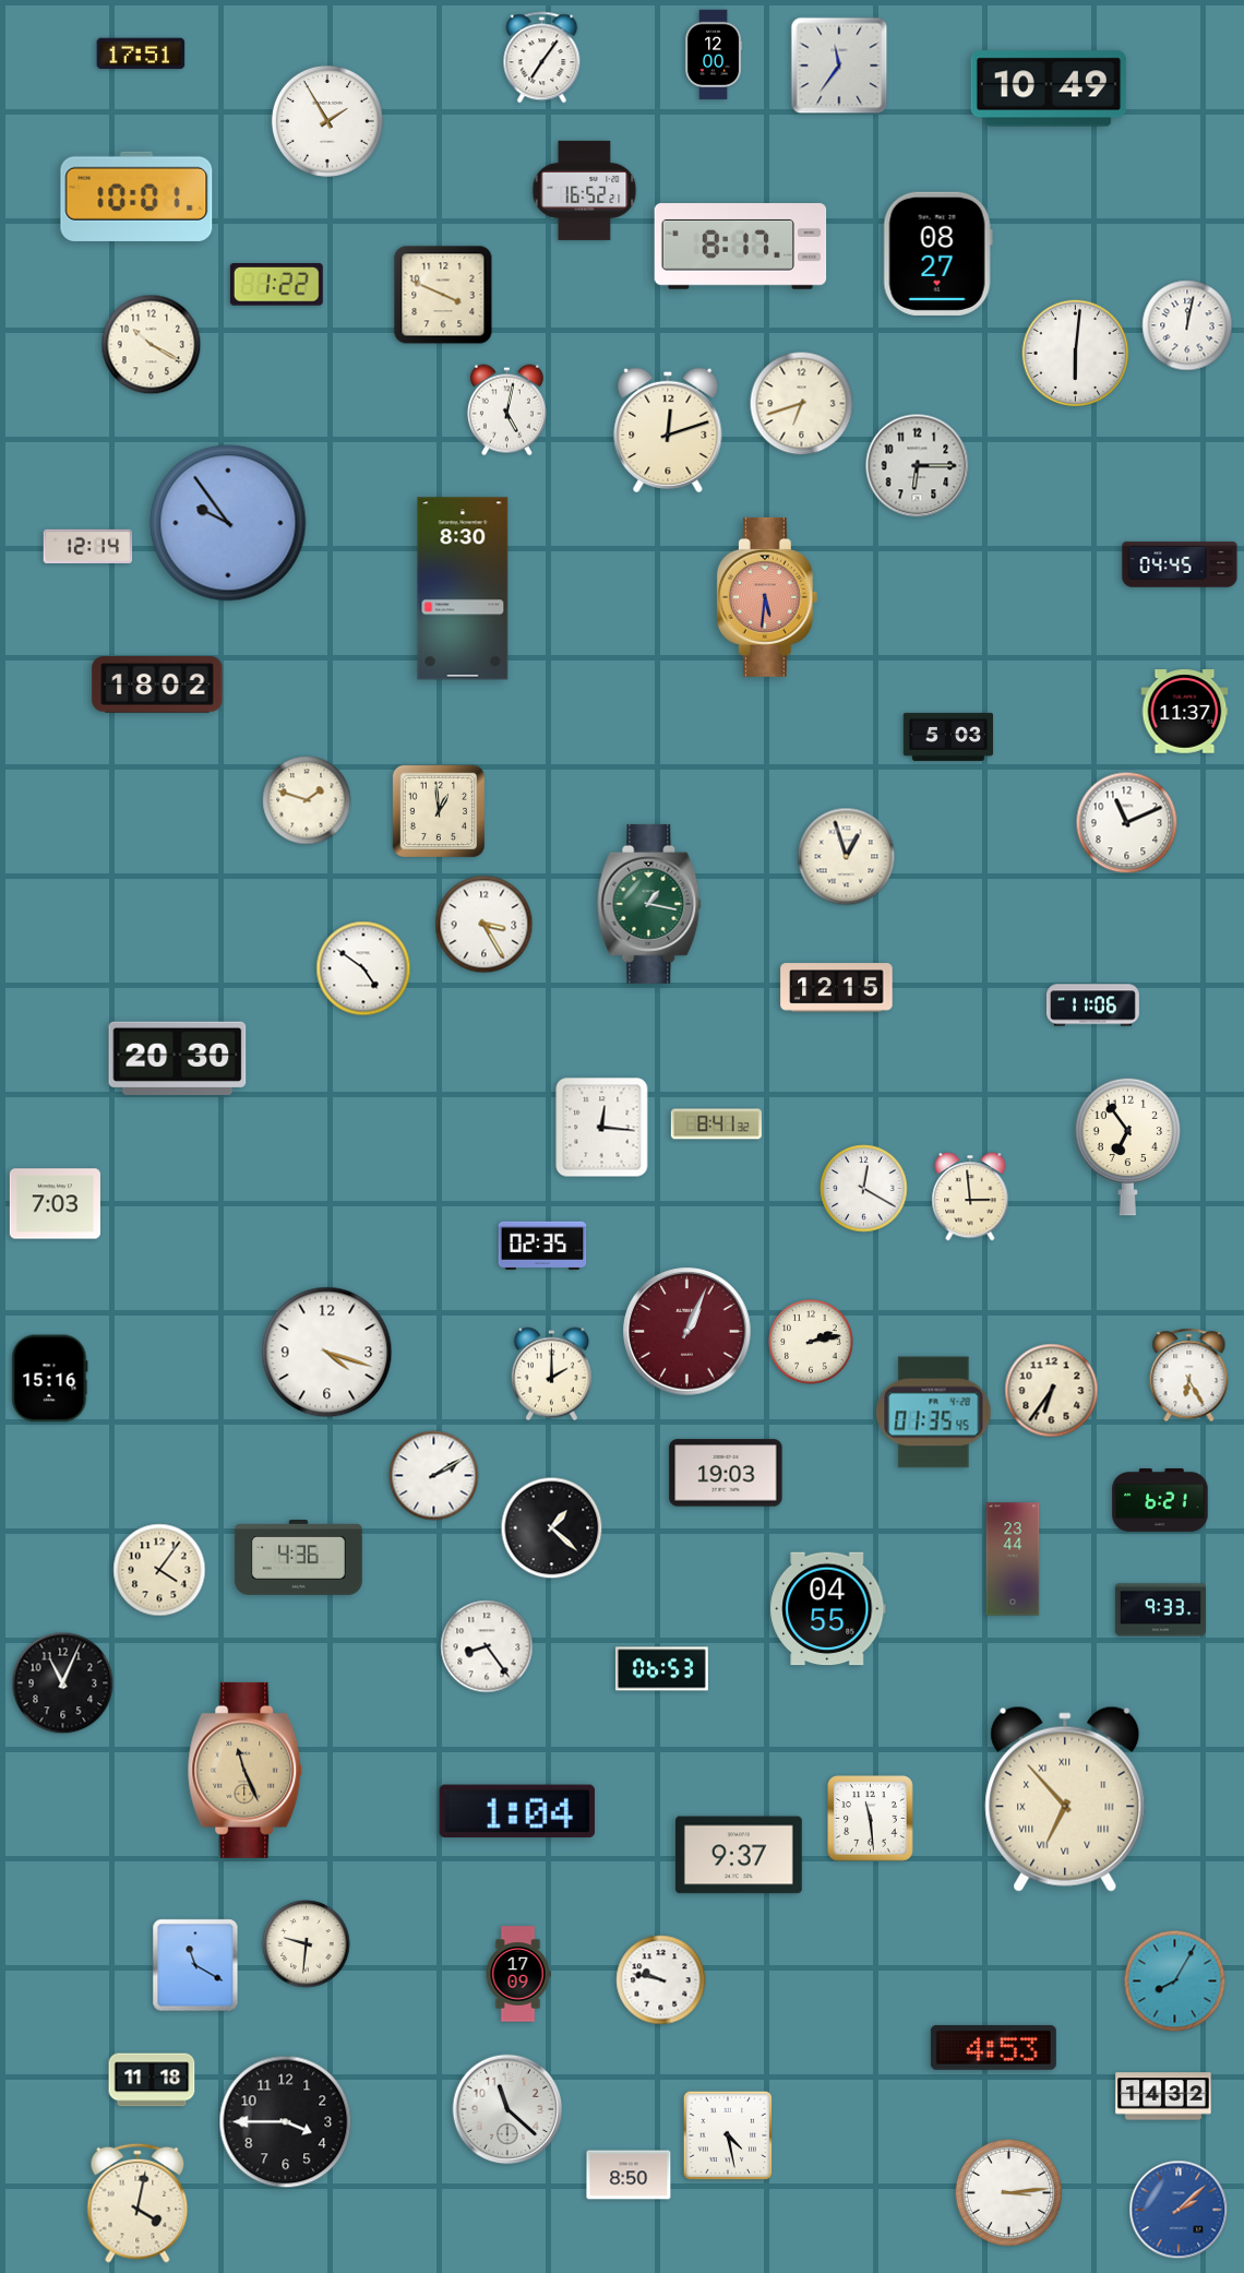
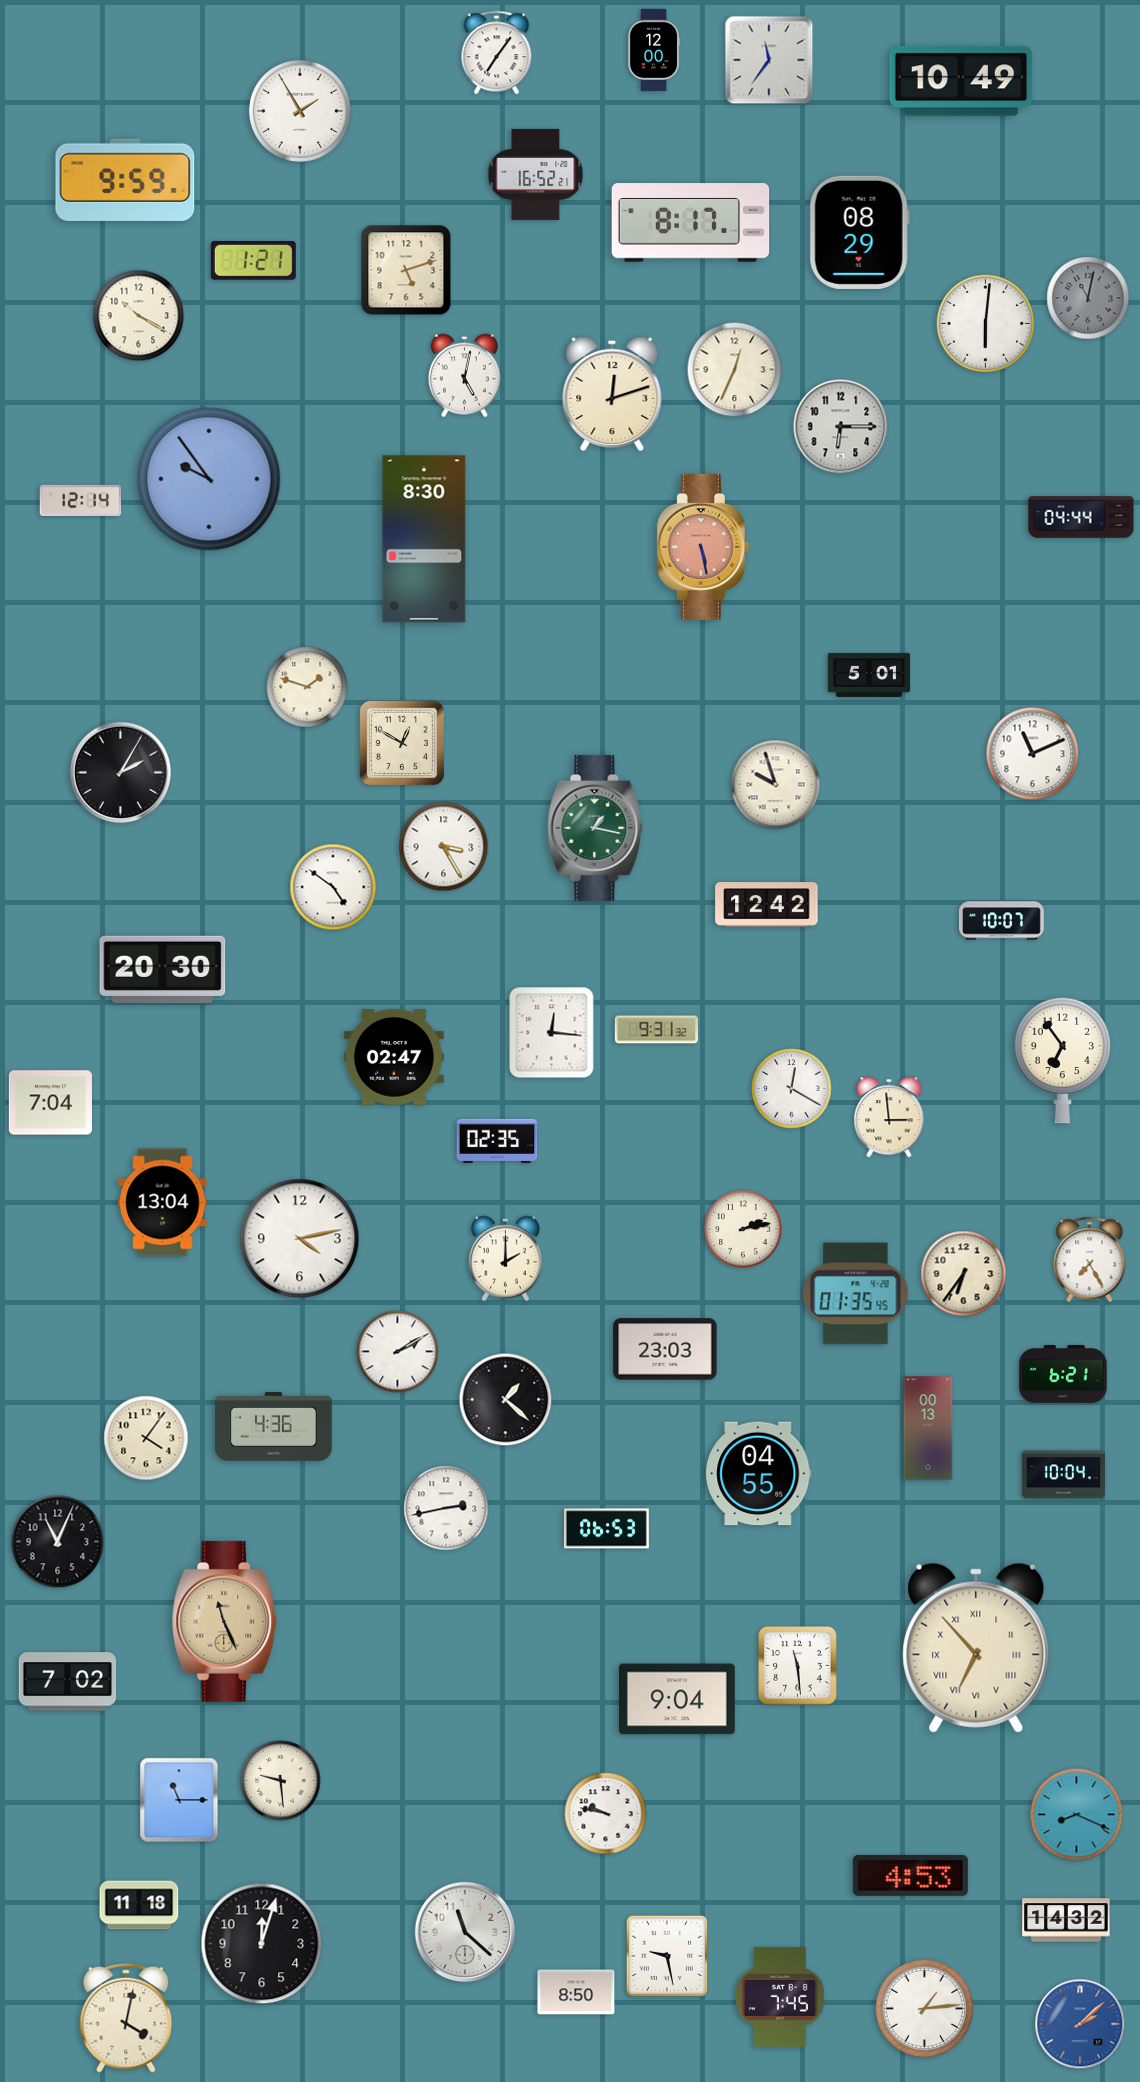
clock at (141, 53): 17:51 -> none
clock at (136, 197): 10:01 -> 9:59
clock at (741, 247) position: (741, 247) -> (691, 223)
clock at (937, 253): 08:27 -> 08:29
clock at (276, 285): 1:22 -> 1:21
clock at (443, 295): 3:49 -> 5:12
clock at (1187, 325): 12:02 -> 11:02
clock at (1187, 325) dial: white -> grey
clock at (802, 404): 6:42 -> 12:34
clock at (1180, 564): 04:45 -> 04:44
clock at (767, 597): 5:31 -> 5:28
clock at (157, 685): 18:02 -> none
clock at (1185, 712): 11:37 -> none
clock at (948, 737): 5:03 -> 5:01
clock at (307, 800) position: (307, 800) -> (307, 687)
clock at (438, 810): 12:59 -> 12:50
clock at (121, 773): none -> 2:05
clock at (847, 857): 12:57 -> 9:57
clock at (837, 988): 12:15 -> 12:42
clock at (1093, 1005): 11:06 -> 10:07
clock at (716, 1124): 8:41 -> 9:31
clock at (1127, 1146) position: (1127, 1146) -> (1062, 1060)
clock at (394, 1057): none -> 02:47
clock at (970, 1197) position: (970, 1197) -> (889, 1117)
clock at (55, 1204): 7:03 -> 7:04
clock at (163, 1203): none -> 13:04
clock at (687, 1332): 1:04 -> none
clock at (327, 1353): 4:18 -> 4:13
clock at (1189, 1376): 6:25 -> 7:25
clock at (50, 1379): 15:16 -> none
clock at (726, 1473): 19:03 -> 23:03
clock at (1013, 1559): 23:44 -> 00:13
clock at (1160, 1610): 9:33 -> 10:04
clock at (487, 1646): 8:24 -> 2:43
clock at (517, 1811): 1:04 -> none
clock at (68, 1682): none -> 7:02
clock at (739, 1855): 9:37 -> 9:04
clock at (307, 1944): 9:31 -> 9:29
clock at (195, 1965): 11:20 -> 11:15
clock at (518, 1974): 17:09 -> none
clock at (1175, 1982): 8:05 -> 8:19
clock at (286, 2122): 3:45 -> 12:03
clock at (728, 2135): 4:28 -> 9:28
clock at (780, 1997): none -> 7:45
clock at (1009, 2193): 3:14 -> 1:14
